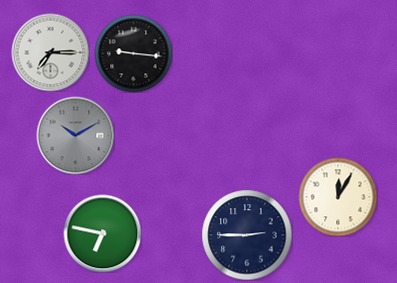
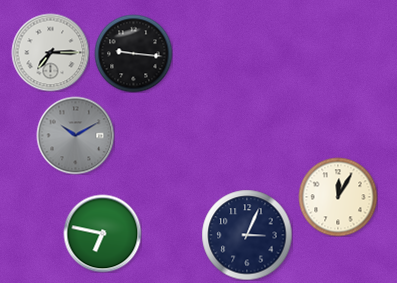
clock at (247, 235): 2:45 -> 3:04
